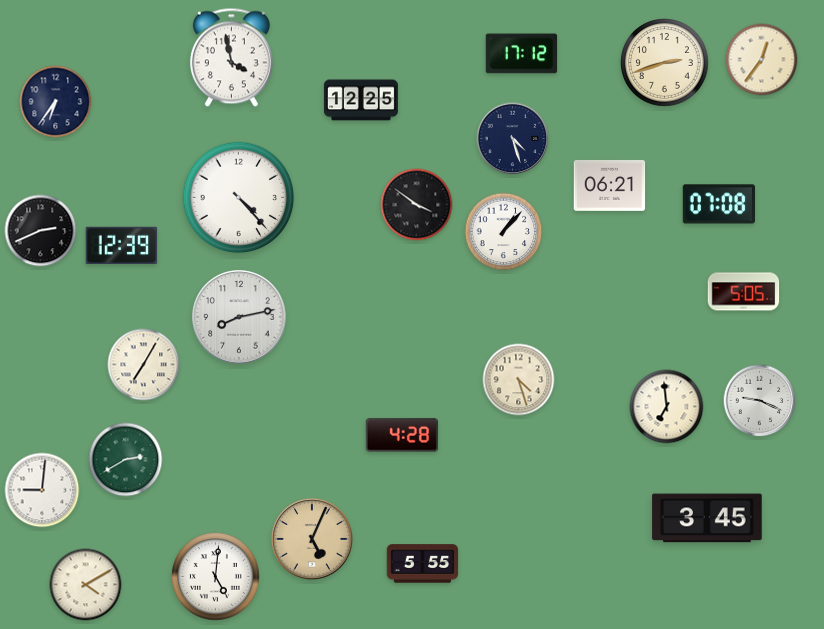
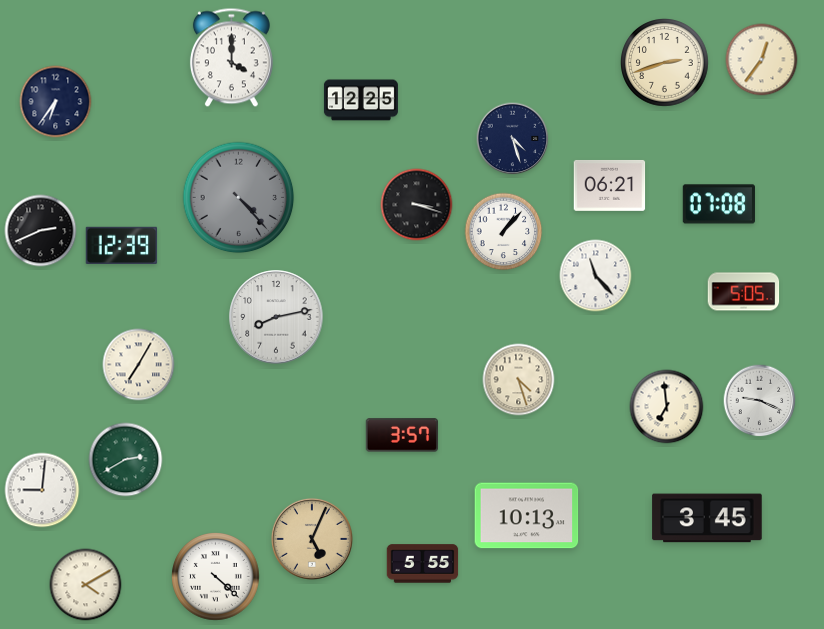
clock at (522, 54): 17:12 -> none
clock at (231, 58): 3:58 -> 4:00
clock at (239, 198) dial: white -> grey
clock at (417, 205): 3:51 -> 3:18
clock at (596, 276): none -> 11:23
clock at (239, 317) position: (239, 317) -> (276, 317)
clock at (144, 365) position: (144, 365) -> (139, 365)
clock at (401, 435): 4:28 -> 3:57
clock at (527, 516): none -> 10:13
clock at (216, 577): 5:01 -> 4:22
